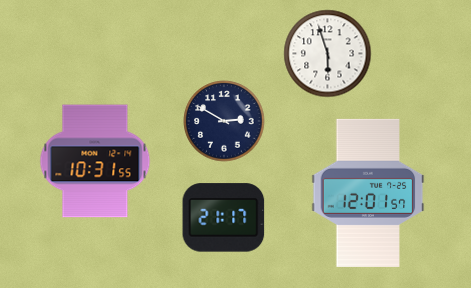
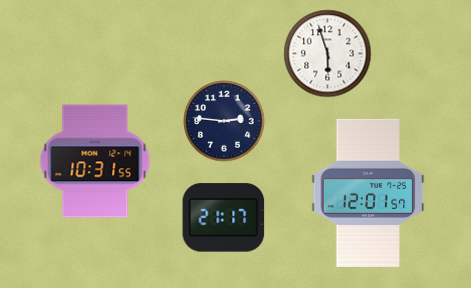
clock at (224, 121): 2:50 -> 2:46
